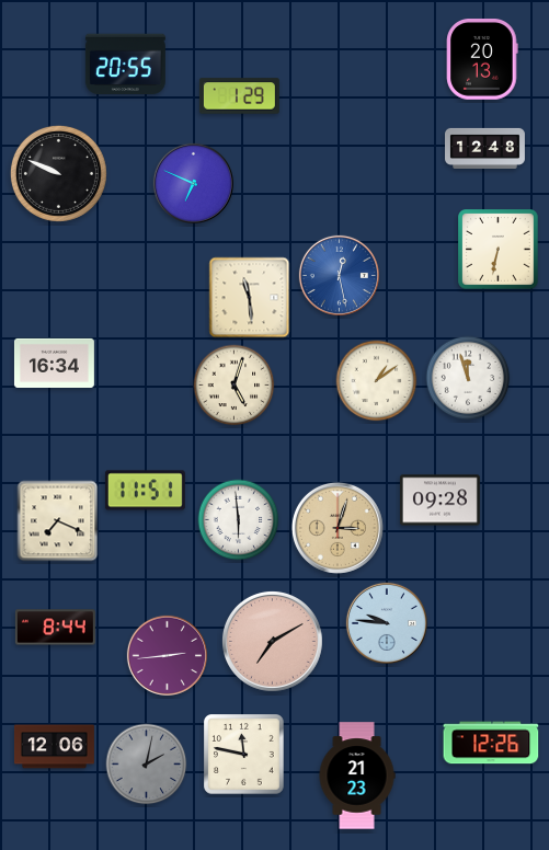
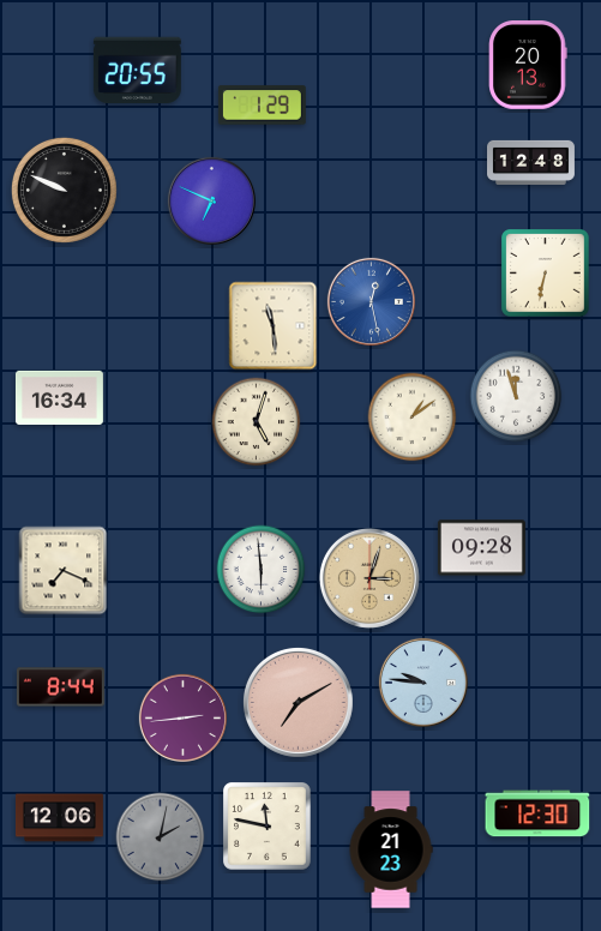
clock at (468, 378) position: (468, 378) -> (516, 396)
clock at (145, 491): 11:51 -> none
clock at (491, 743): 12:26 -> 12:30
